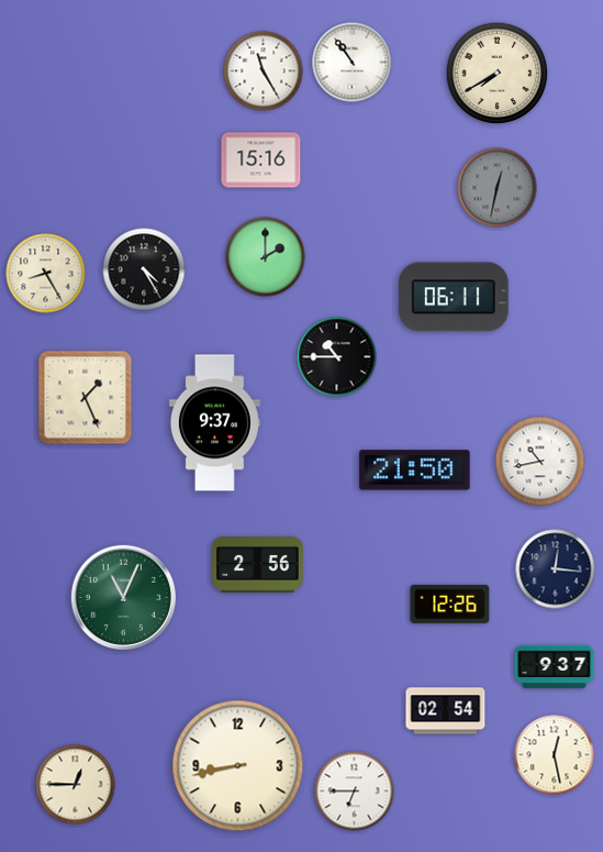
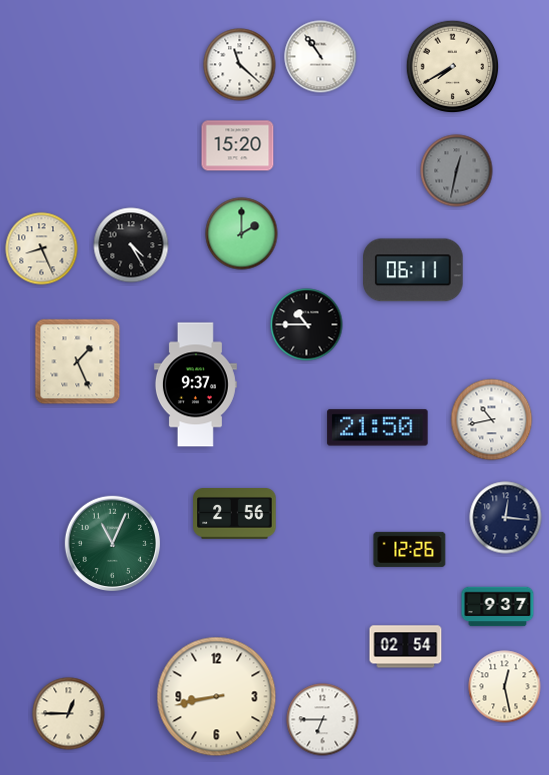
clock at (264, 71): 11:25 -> 11:22
clock at (261, 161): 15:16 -> 15:20
clock at (498, 188) position: (498, 188) -> (457, 171)
clock at (46, 274): 8:25 -> 8:26
clock at (555, 667) position: (555, 667) -> (498, 607)
